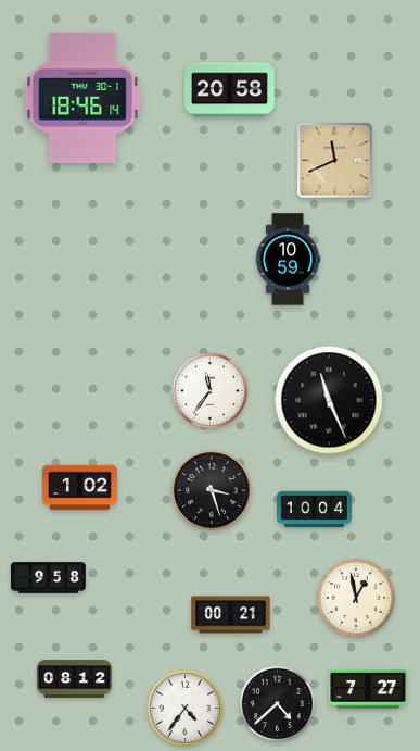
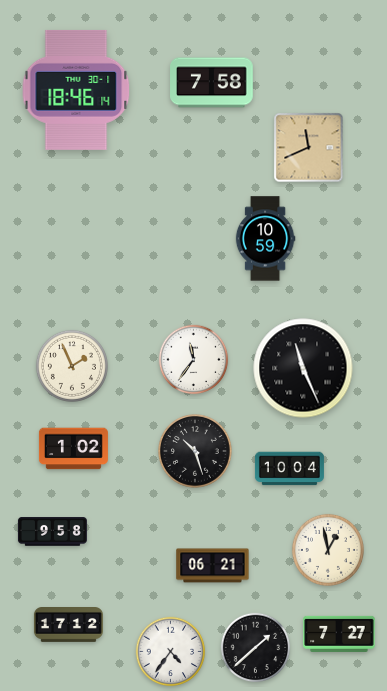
clock at (230, 90): 20:58 -> 7:58
clock at (72, 366): none -> 1:56
clock at (213, 491): 3:27 -> 10:27
clock at (48, 578) position: (48, 578) -> (52, 532)
clock at (231, 615): 00:21 -> 06:21
clock at (74, 679): 08:12 -> 17:12
clock at (278, 704): 4:38 -> 1:38
